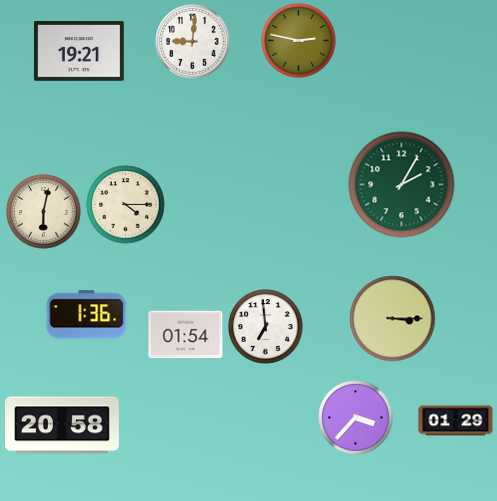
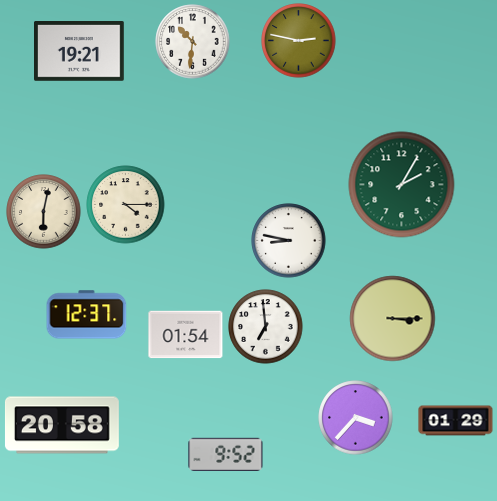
clock at (193, 42): 9:01 -> 10:31
clock at (289, 241): none -> 8:47
clock at (87, 315): 1:36 -> 12:37
clock at (226, 454): none -> 9:52
